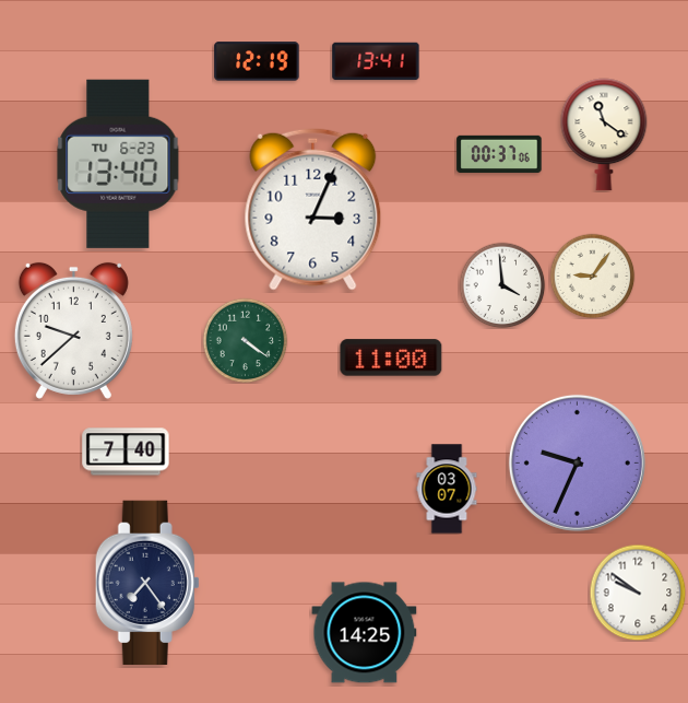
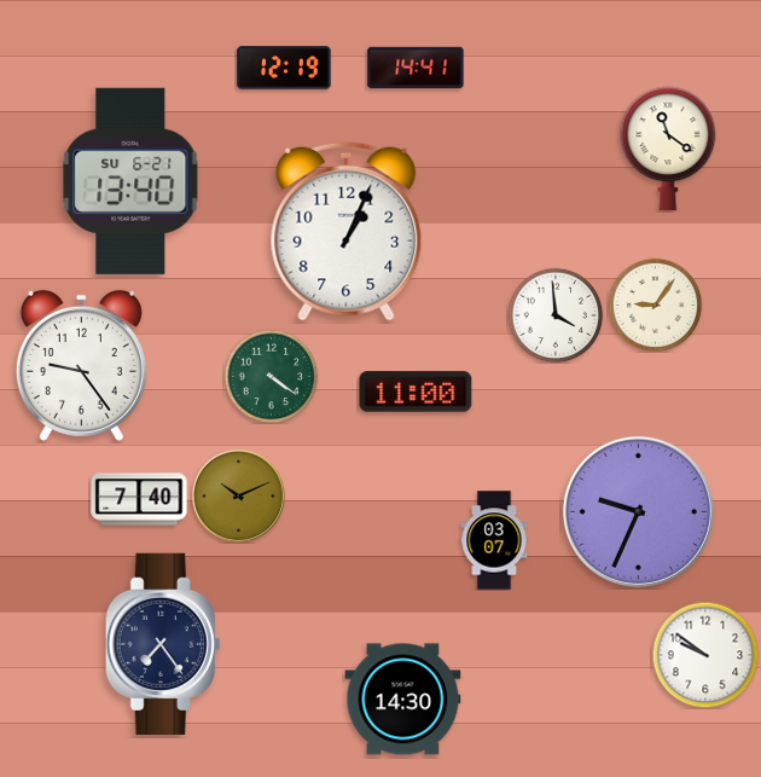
clock at (376, 61): 13:41 -> 14:41
clock at (499, 154): 00:37 -> none
clock at (118, 164) date: TU 6-23 -> SU 6-21
clock at (313, 209): 3:04 -> 1:04
clock at (73, 330): 9:38 -> 9:24
clock at (391, 358) position: (391, 358) -> (416, 392)
clock at (238, 495): none -> 10:11
clock at (365, 633): 14:25 -> 14:30
